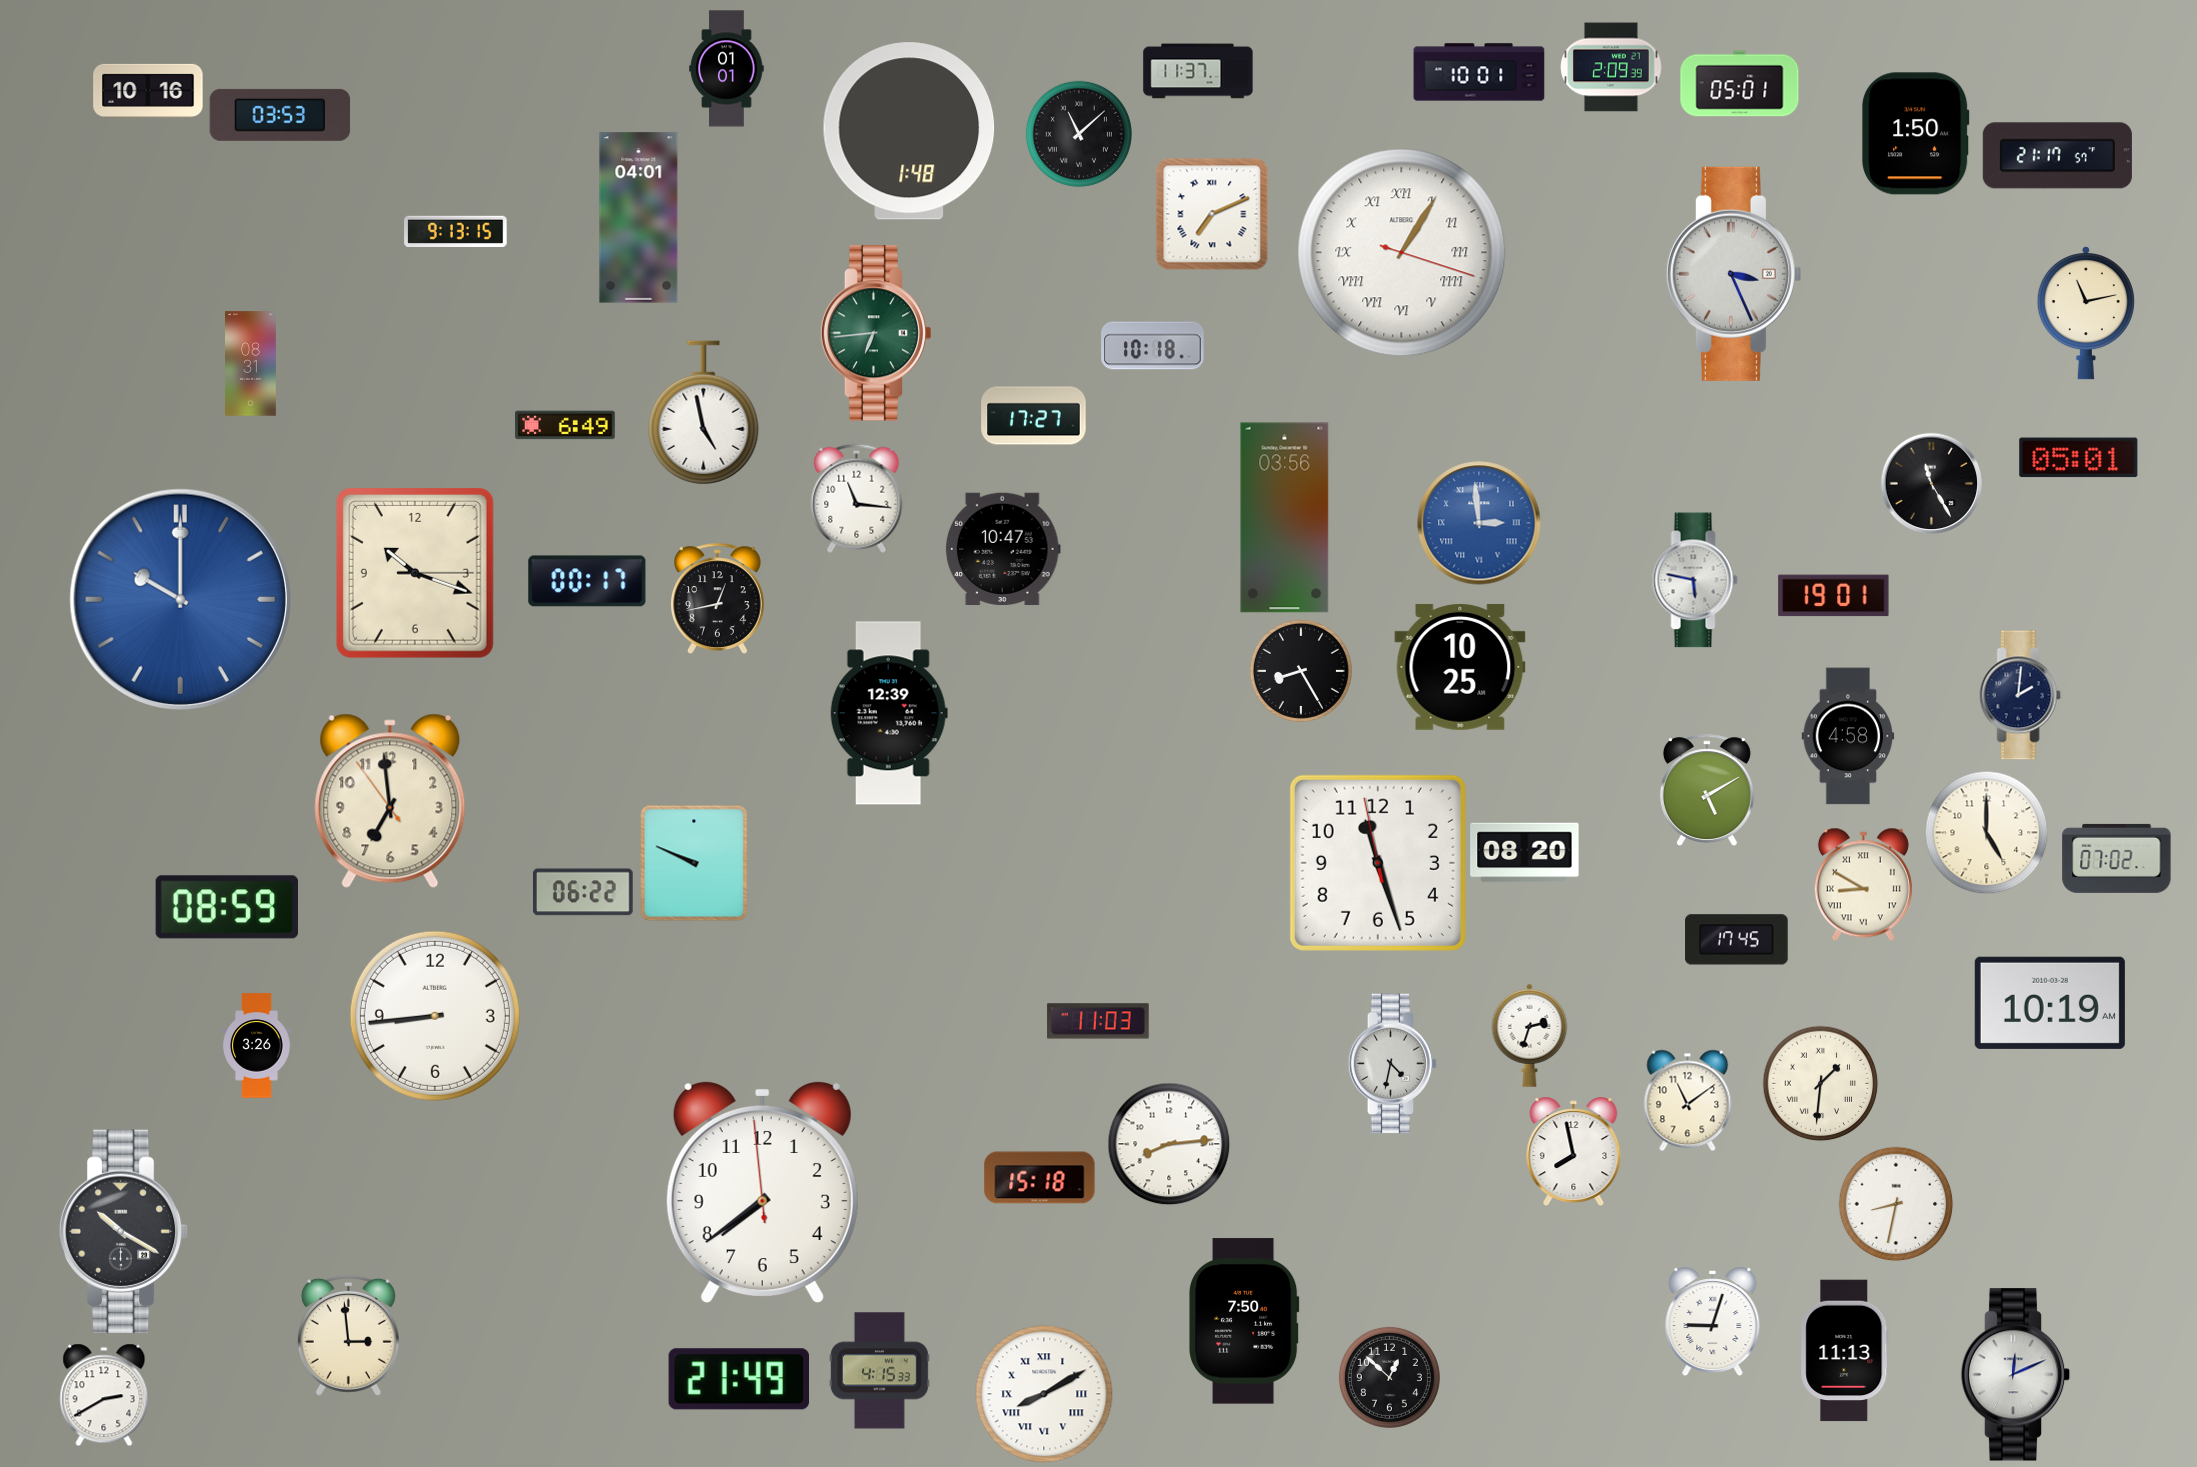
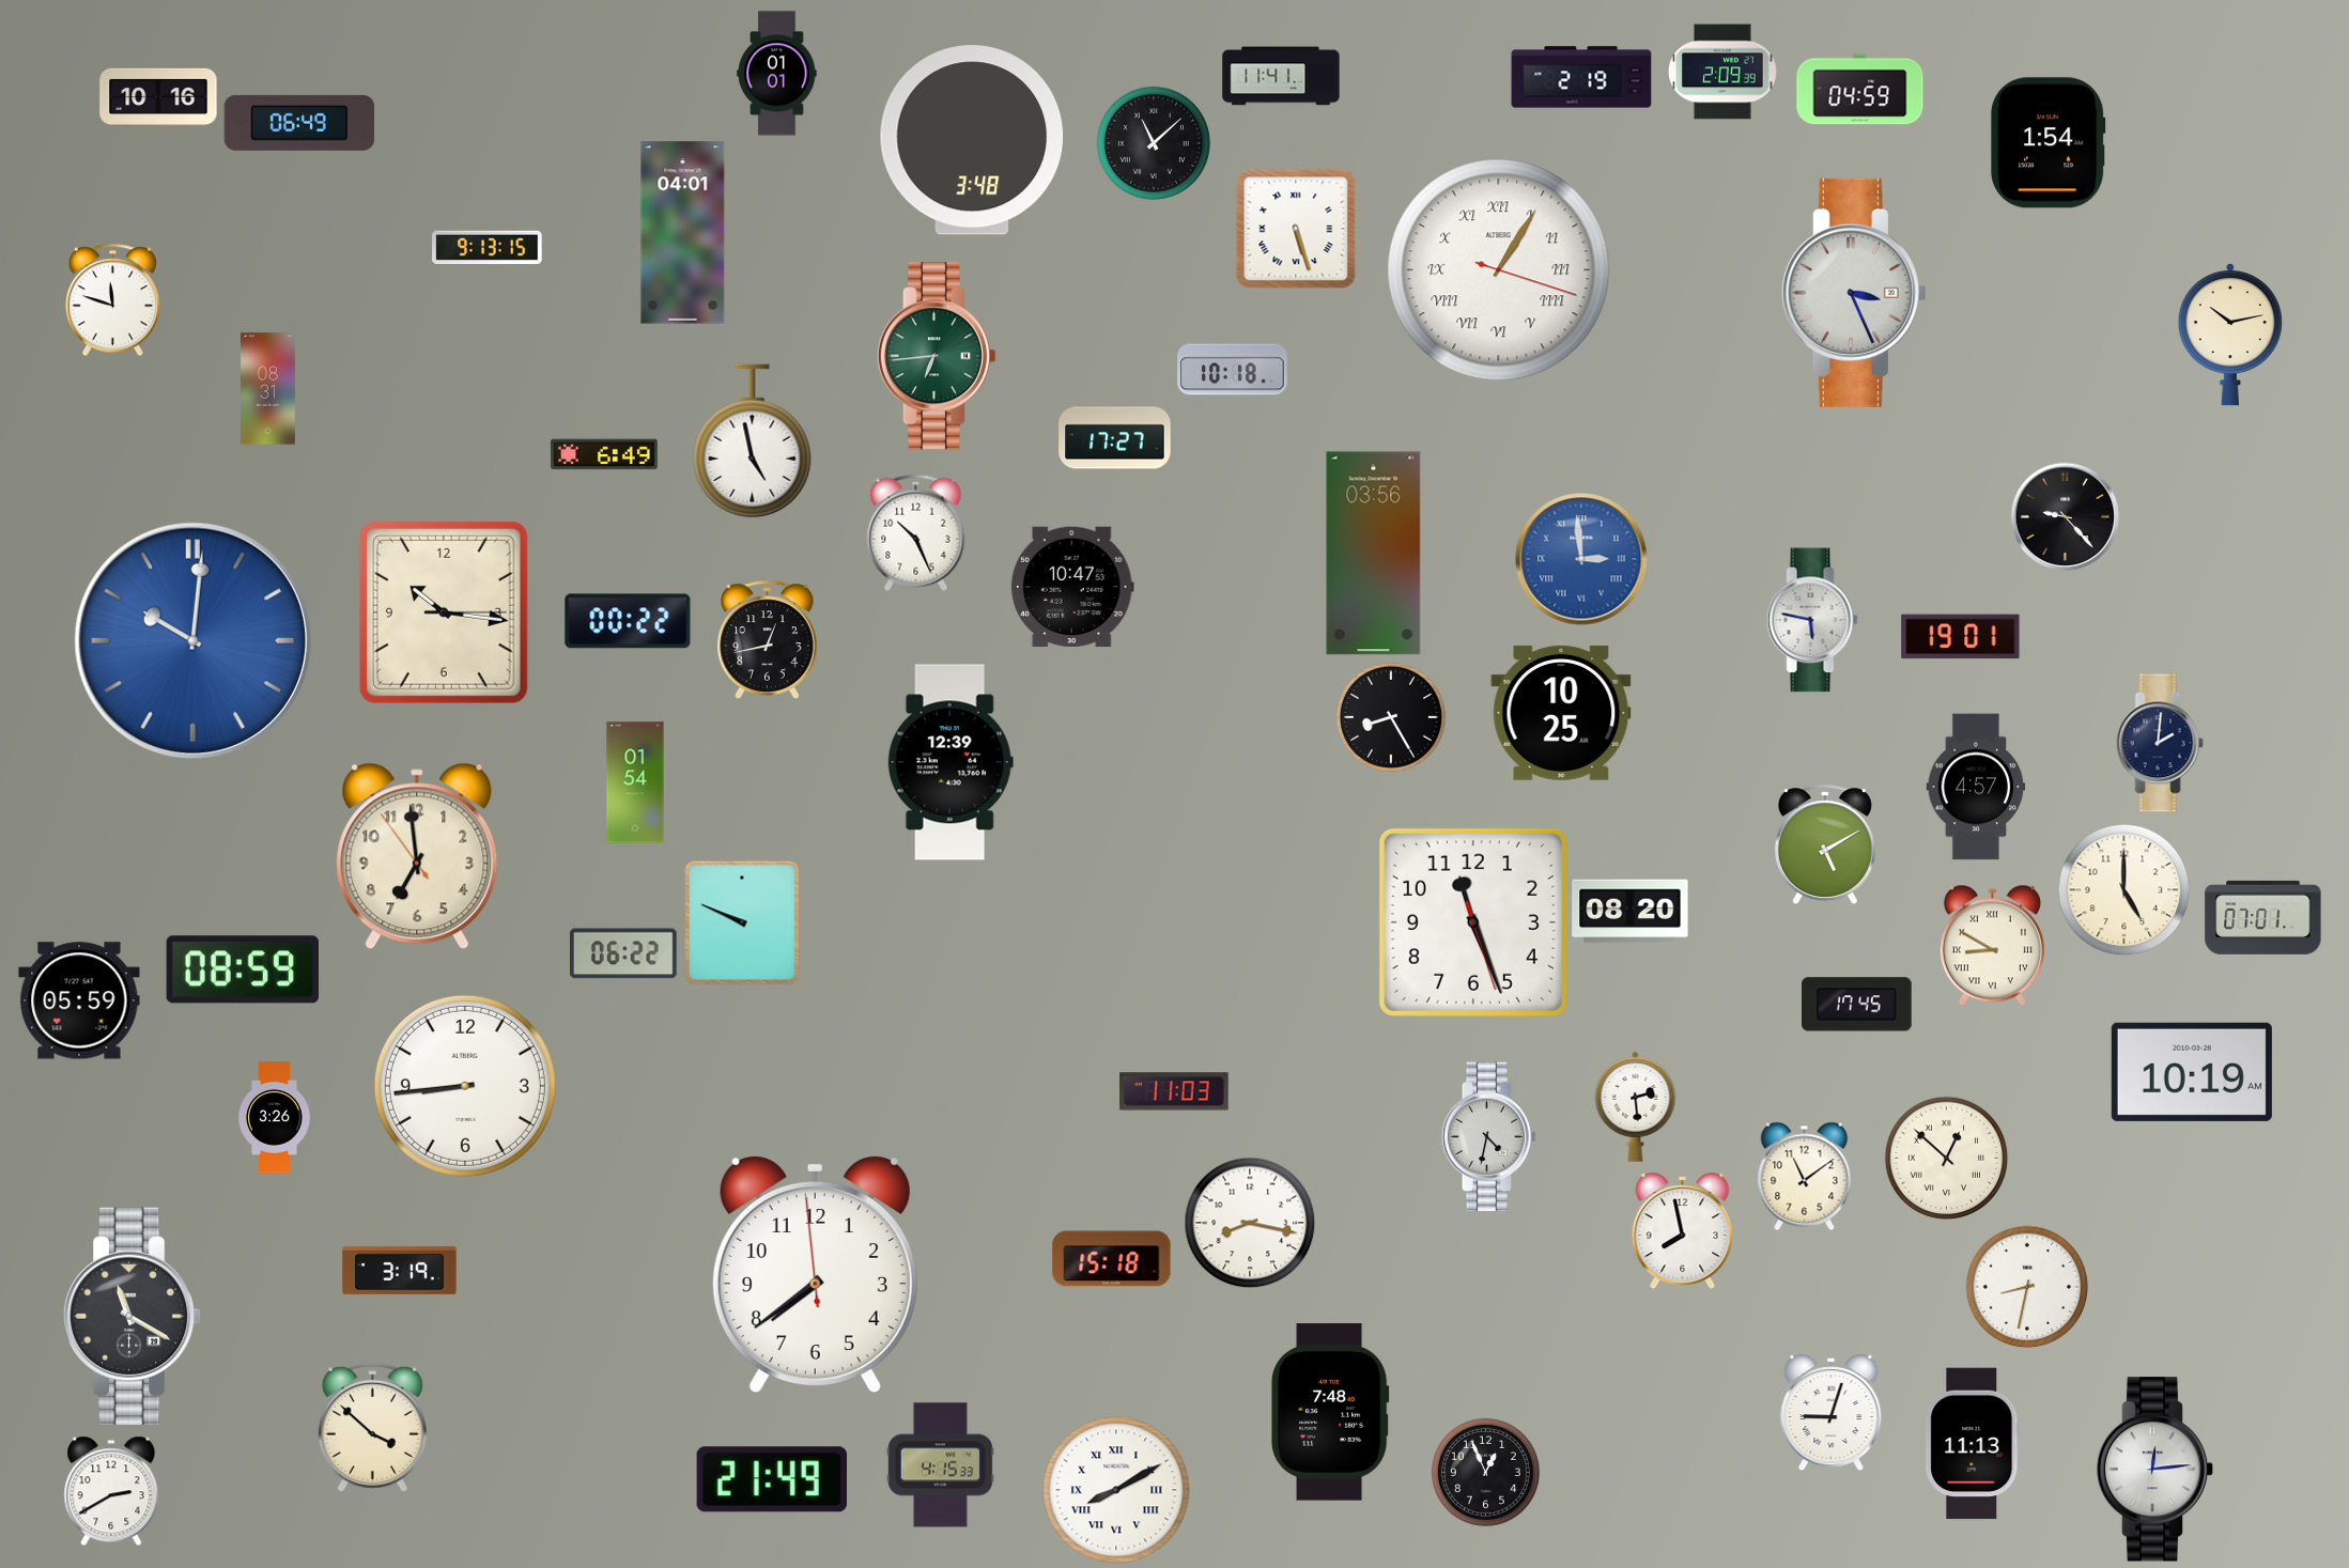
clock at (1198, 71): 11:37 -> 11:41
clock at (1479, 72): 10:01 -> 2:19
clock at (1740, 84): 05:01 -> 04:59
clock at (280, 115): 03:53 -> 06:49
clock at (909, 131): 1:48 -> 3:48
clock at (1916, 134): 1:50 -> 1:54
clock at (2057, 156): 21:17 -> none
clock at (1212, 214): 7:11 -> 5:27
clock at (112, 299): none -> 11:48
clock at (2086, 313): 11:13 -> 10:13
clock at (1034, 416) position: (1034, 416) -> (1115, 438)
clock at (2079, 458): 05:01 -> none
clock at (1931, 483): 11:25 -> 9:23
clock at (857, 498): 11:16 -> 10:26
clock at (415, 573): 10:18 -> 10:16
clock at (587, 581): 00:17 -> 00:22
clock at (180, 599): 10:00 -> 10:01
clock at (635, 782): none -> 01:54
clock at (1848, 736): 4:58 -> 4:57
clock at (2117, 858): 07:02 -> 07:01
clock at (1378, 863): 11:26:58 -> 11:26:27
clock at (79, 1000): none -> 05:59
clock at (1530, 1035): 2:33 -> 2:29
clock at (1820, 1083): 1:31 -> 12:52
clock at (1169, 1144): 8:14 -> 8:17
clock at (400, 1270): none -> 3:19
clock at (124, 1231): 10:20 -> 11:20
clock at (1245, 1321): 7:50 -> 7:48
clock at (348, 1335): 2:59 -> 3:52
clock at (2016, 1375): 12:11 -> 12:14
clock at (1389, 1377): 12:52 -> 12:56
clock at (738, 1379) position: (738, 1379) -> (771, 1479)
